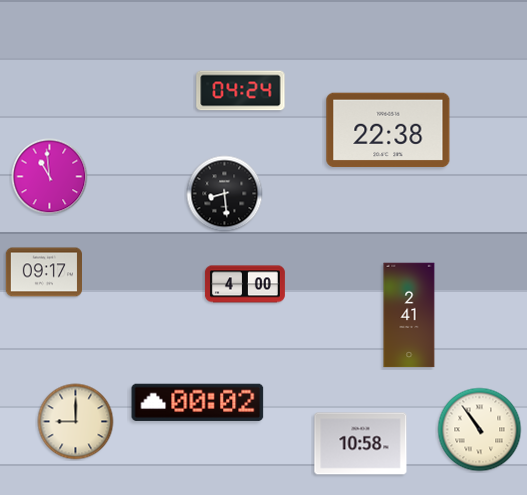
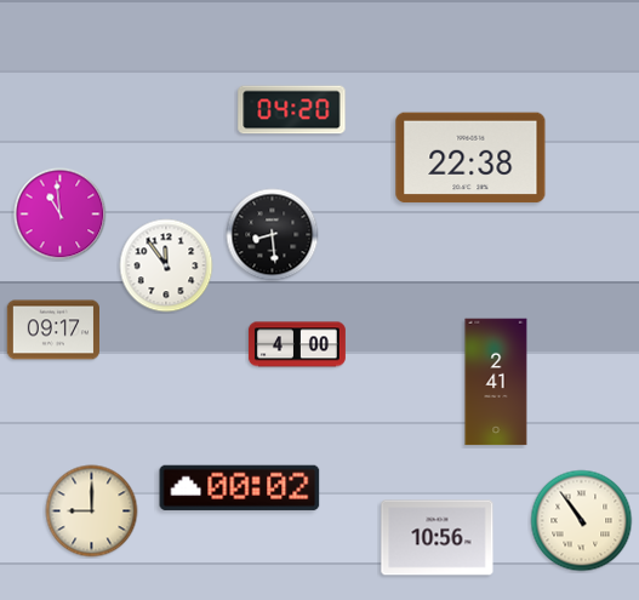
clock at (241, 91): 04:24 -> 04:20
clock at (166, 265): none -> 11:54
clock at (361, 444): 10:58 -> 10:56
